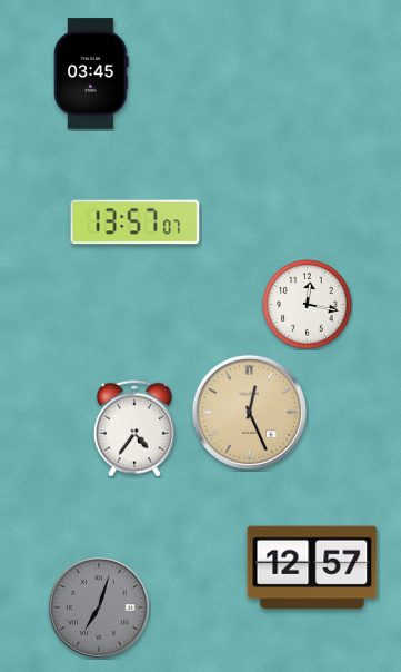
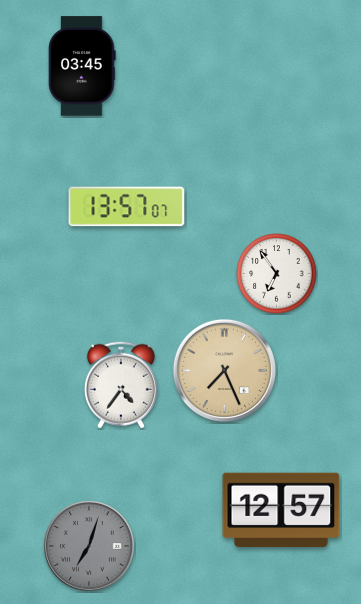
clock at (136, 223) position: (136, 223) -> (127, 207)
clock at (308, 305): 12:17 -> 6:54
clock at (249, 412): 12:26 -> 7:26
